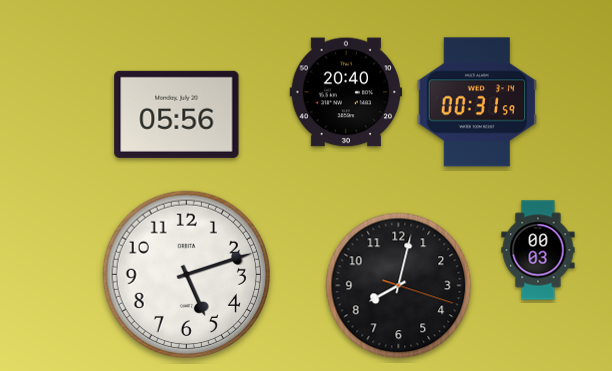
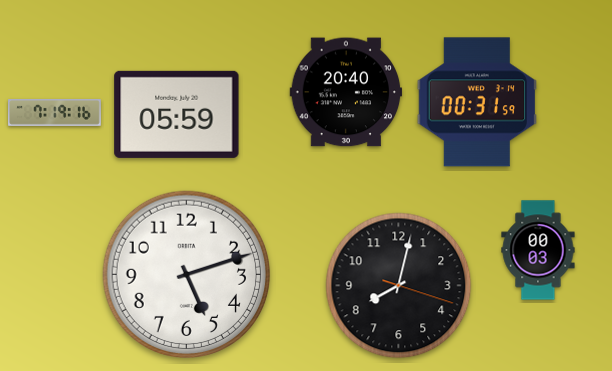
clock at (55, 113): none -> 7:19
clock at (177, 114): 05:56 -> 05:59
